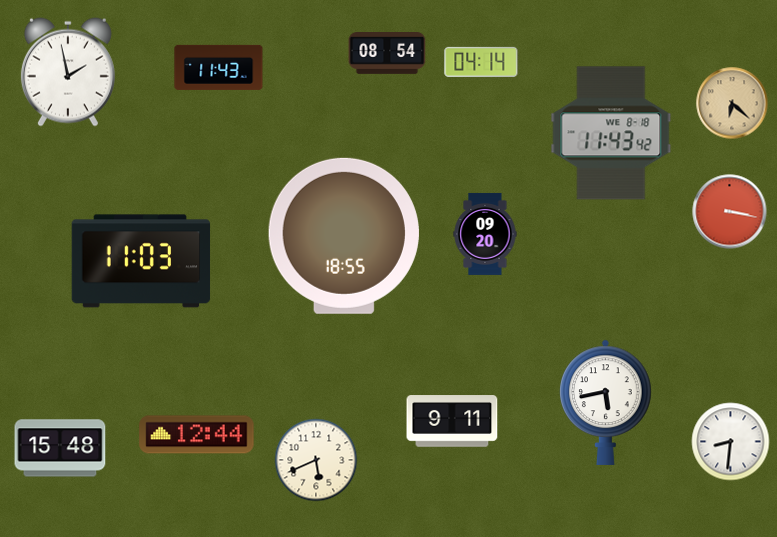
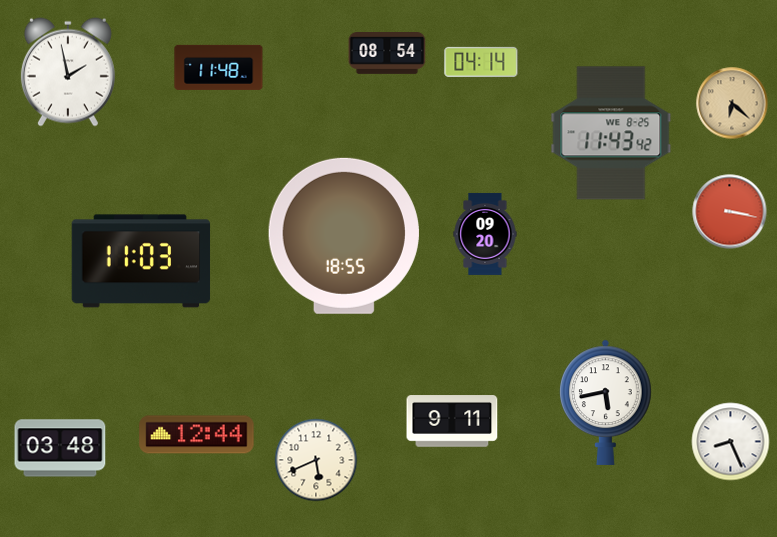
clock at (219, 67): 11:43 -> 11:48
clock at (611, 133) date: WE 8-18 -> WE 8-25
clock at (731, 442): 8:31 -> 8:26
clock at (60, 448): 15:48 -> 03:48
